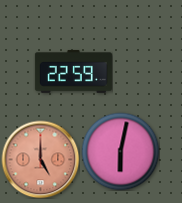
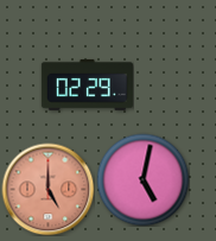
clock at (73, 71): 22:59 -> 02:29
clock at (120, 151): 6:02 -> 5:02
